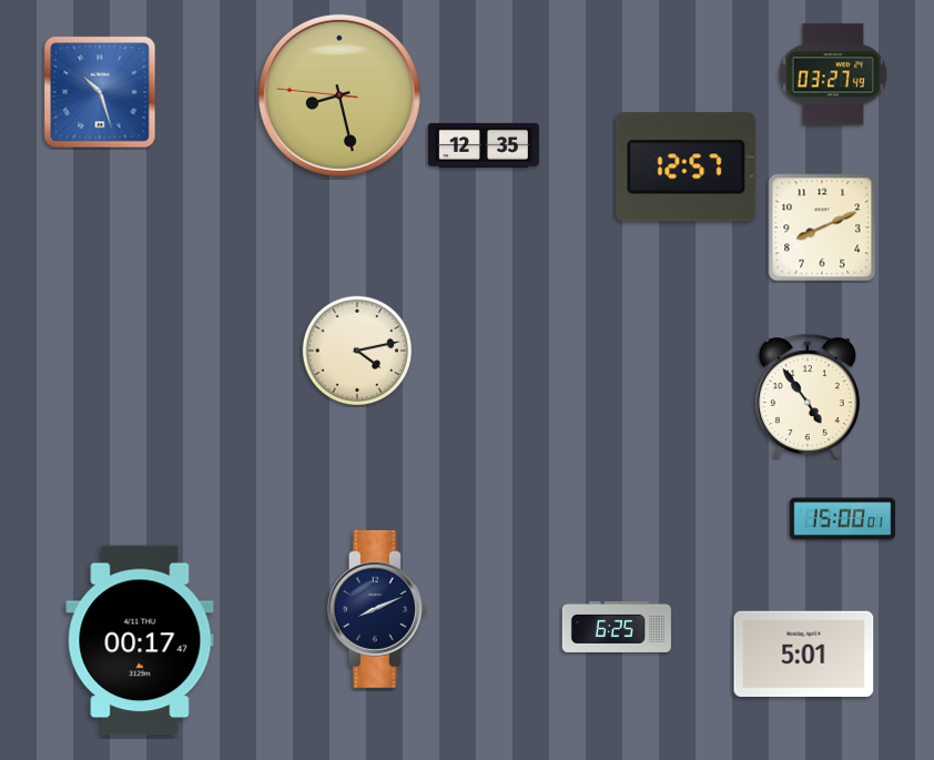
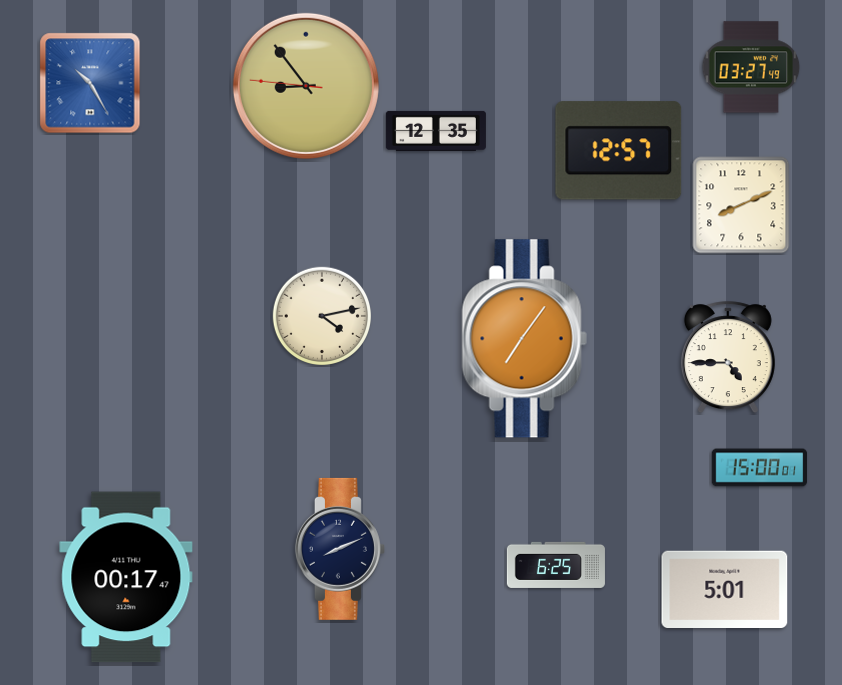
clock at (100, 92): 10:27 -> 10:25
clock at (339, 95): 8:27 -> 8:53
clock at (524, 339): none -> 7:06
clock at (808, 397): 4:54 -> 4:45
